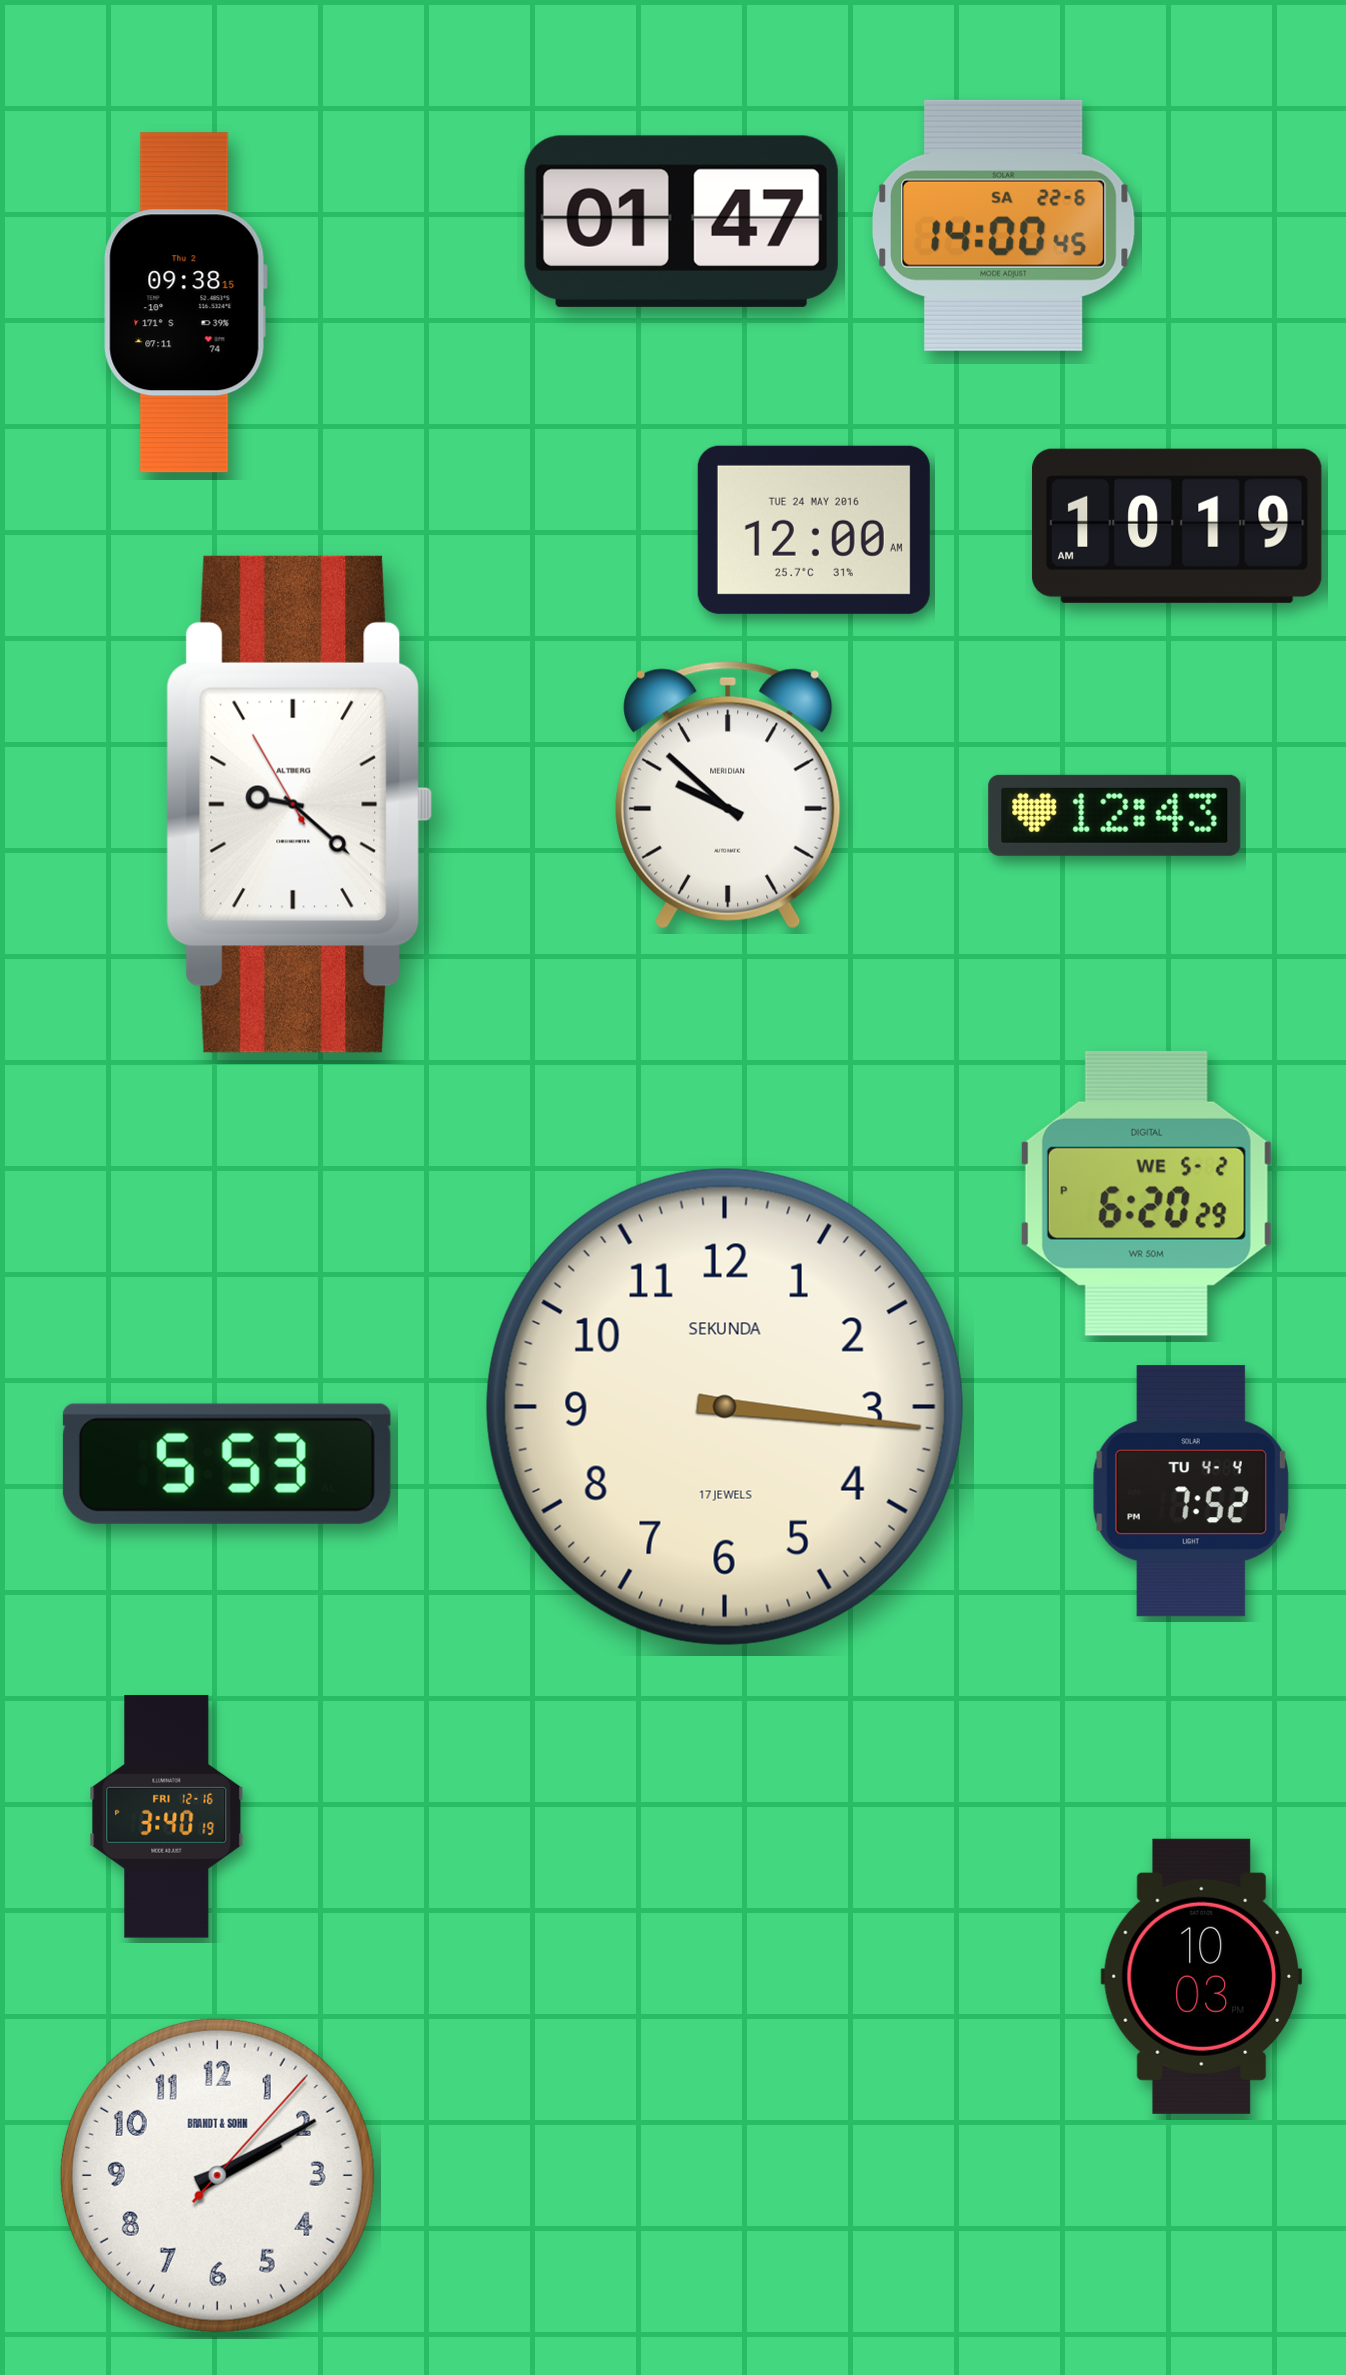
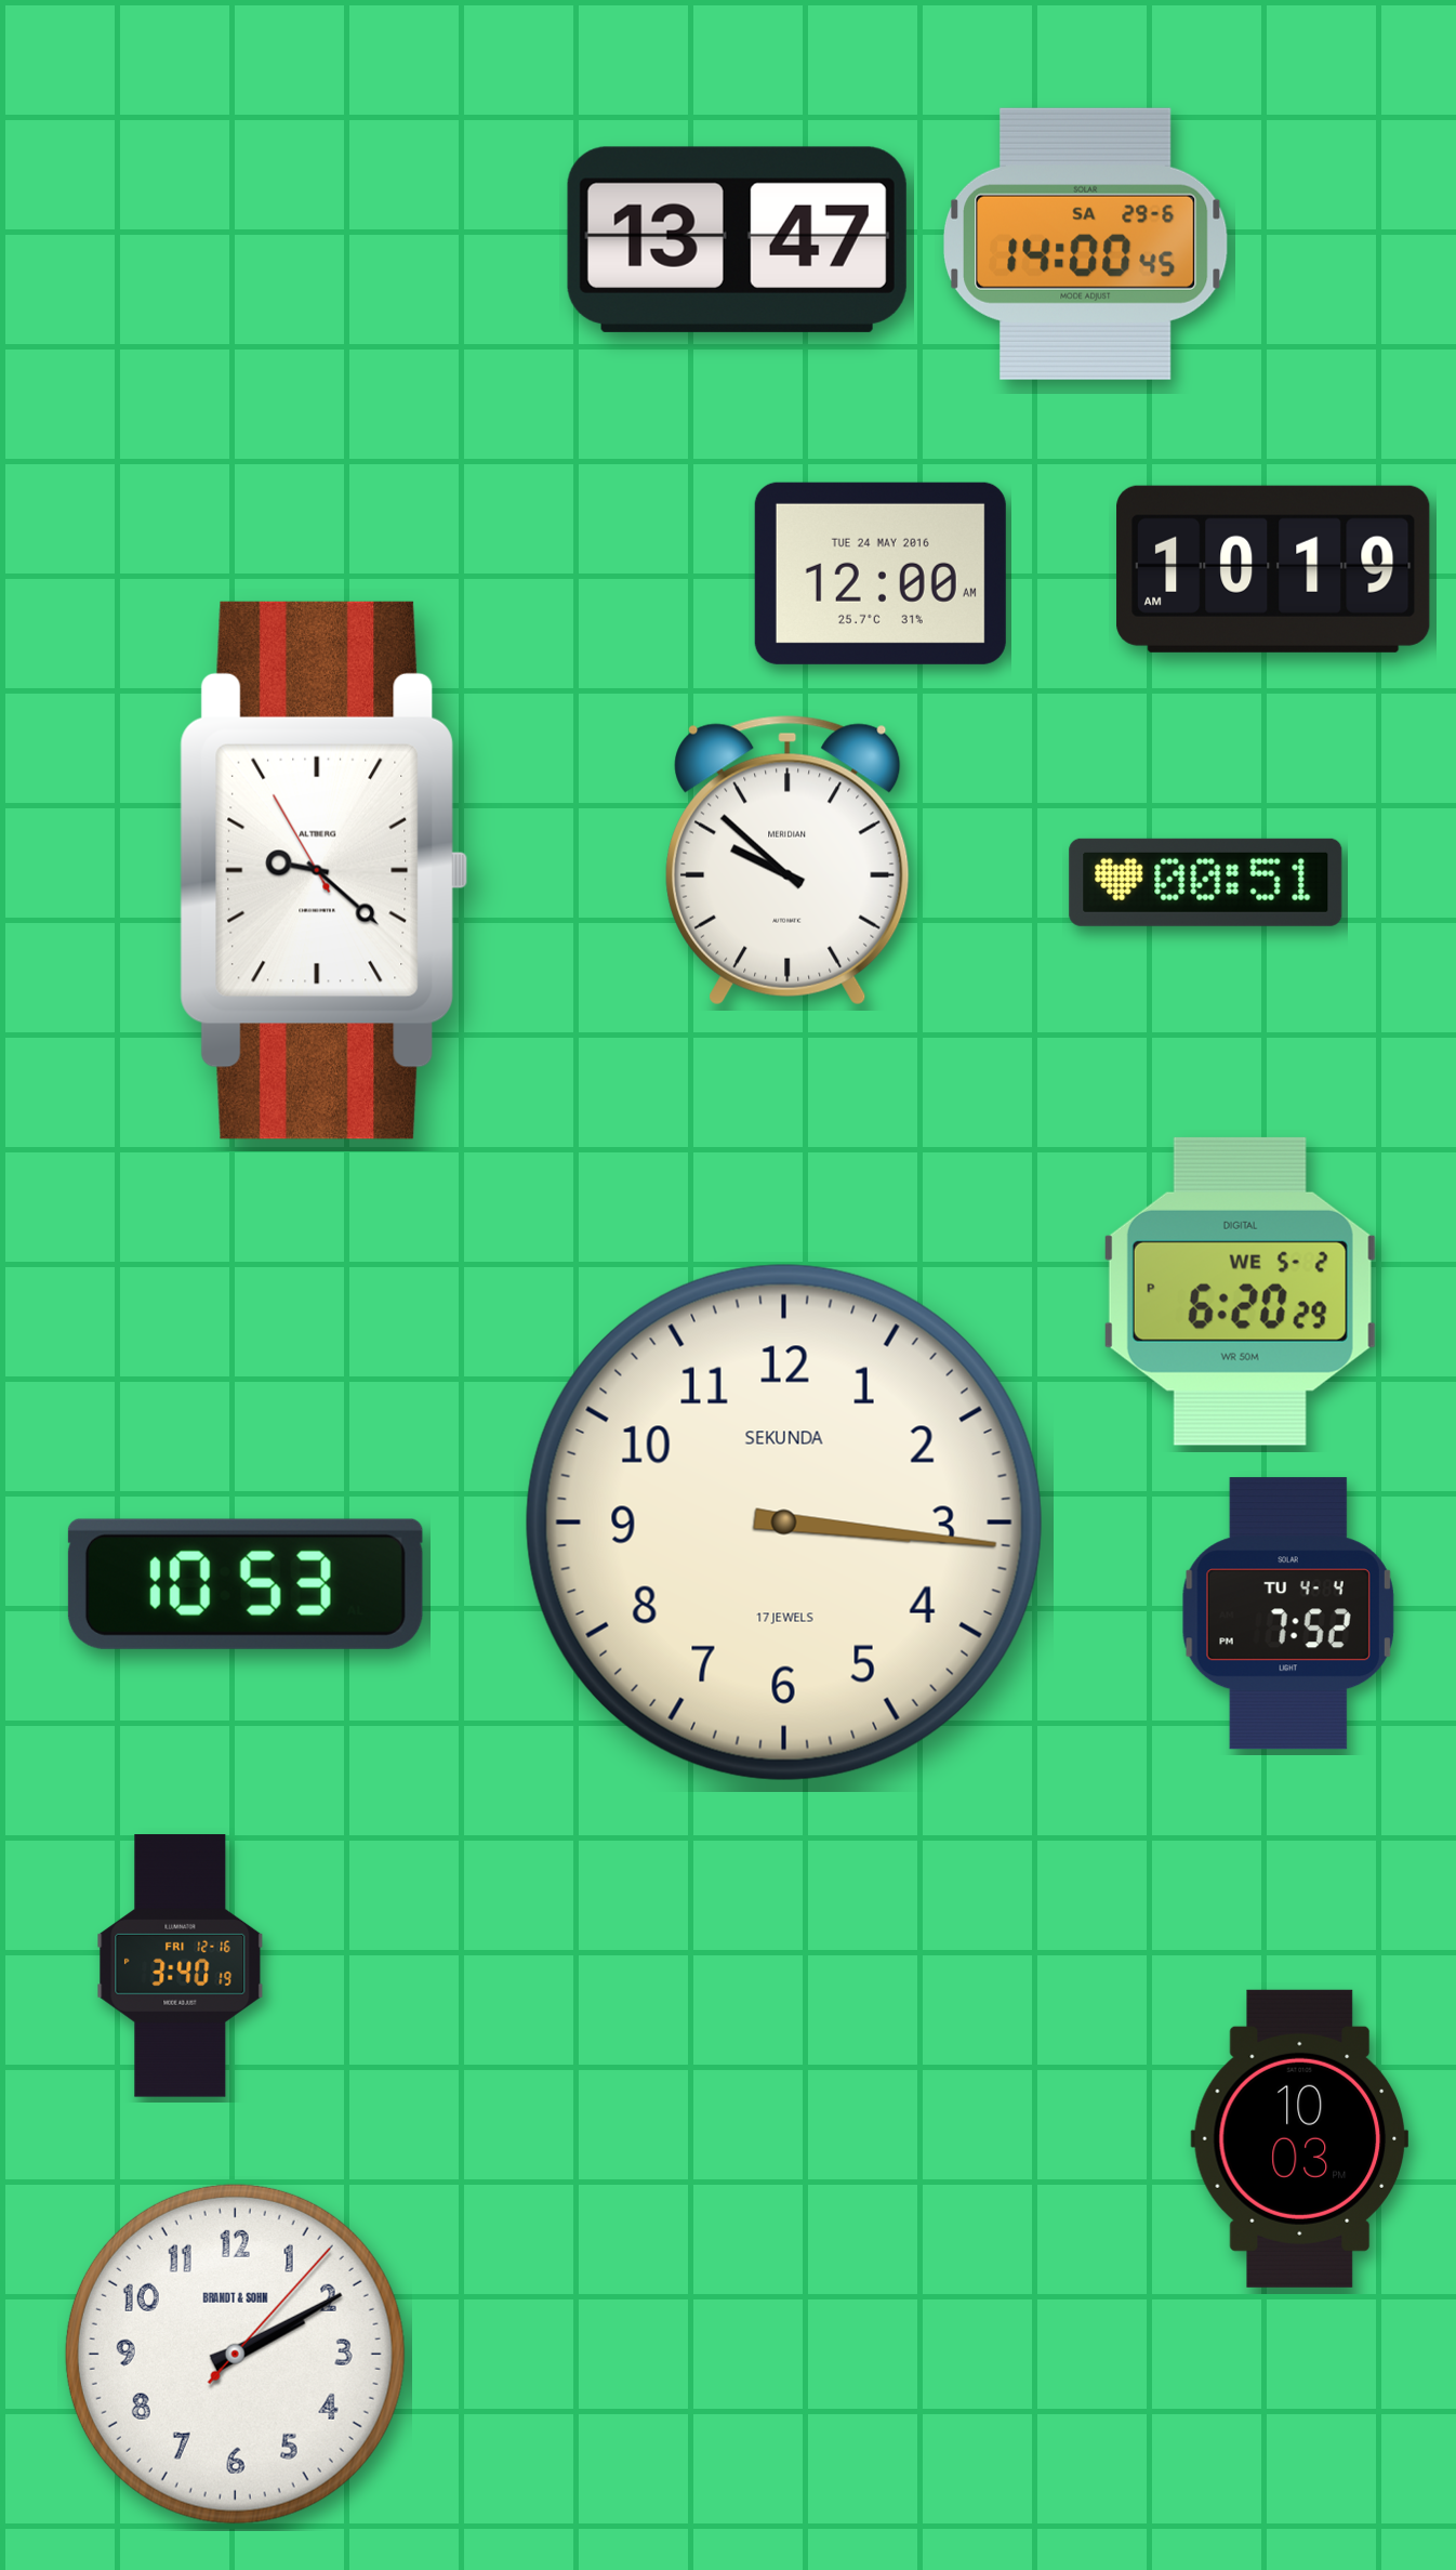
clock at (681, 221): 01:47 -> 13:47
clock at (1004, 225) date: SA 22-6 -> SA 29-6
clock at (185, 303): 09:38 -> none
clock at (1115, 815): 12:43 -> 00:51
clock at (227, 1464): 5:53 -> 10:53
